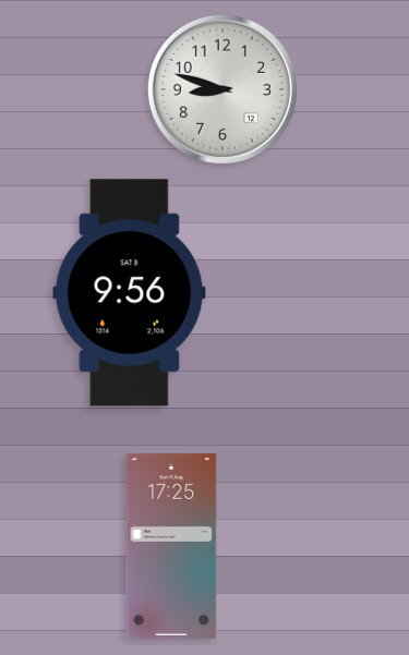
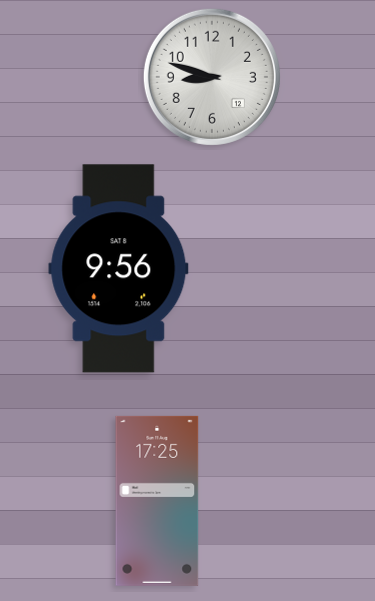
clock at (222, 89) position: (222, 89) -> (212, 77)
